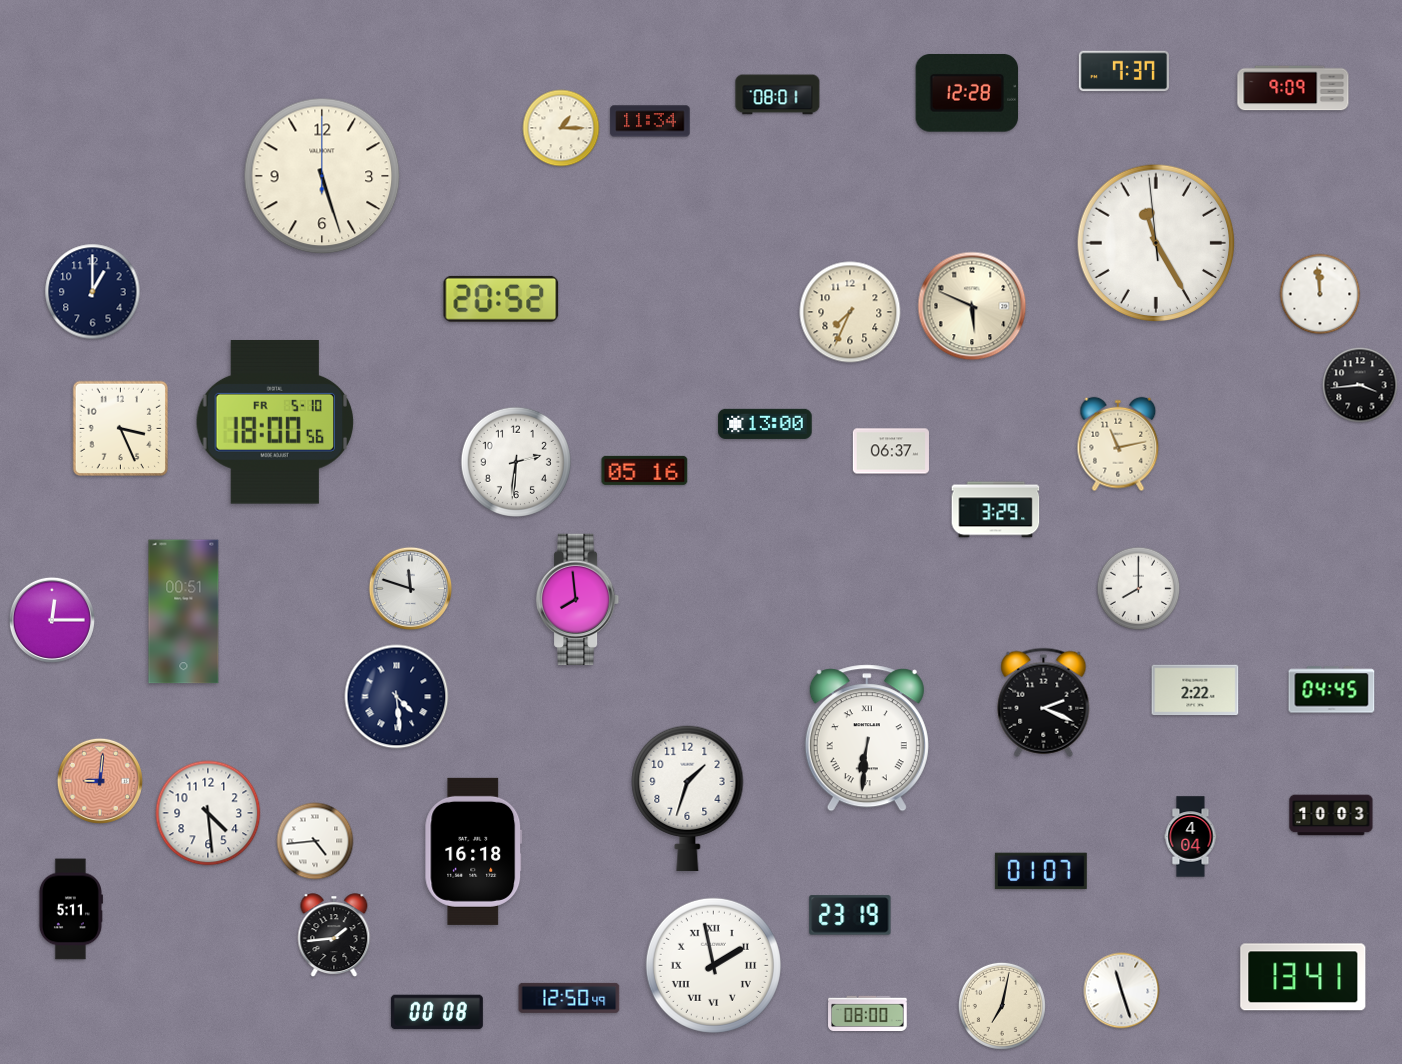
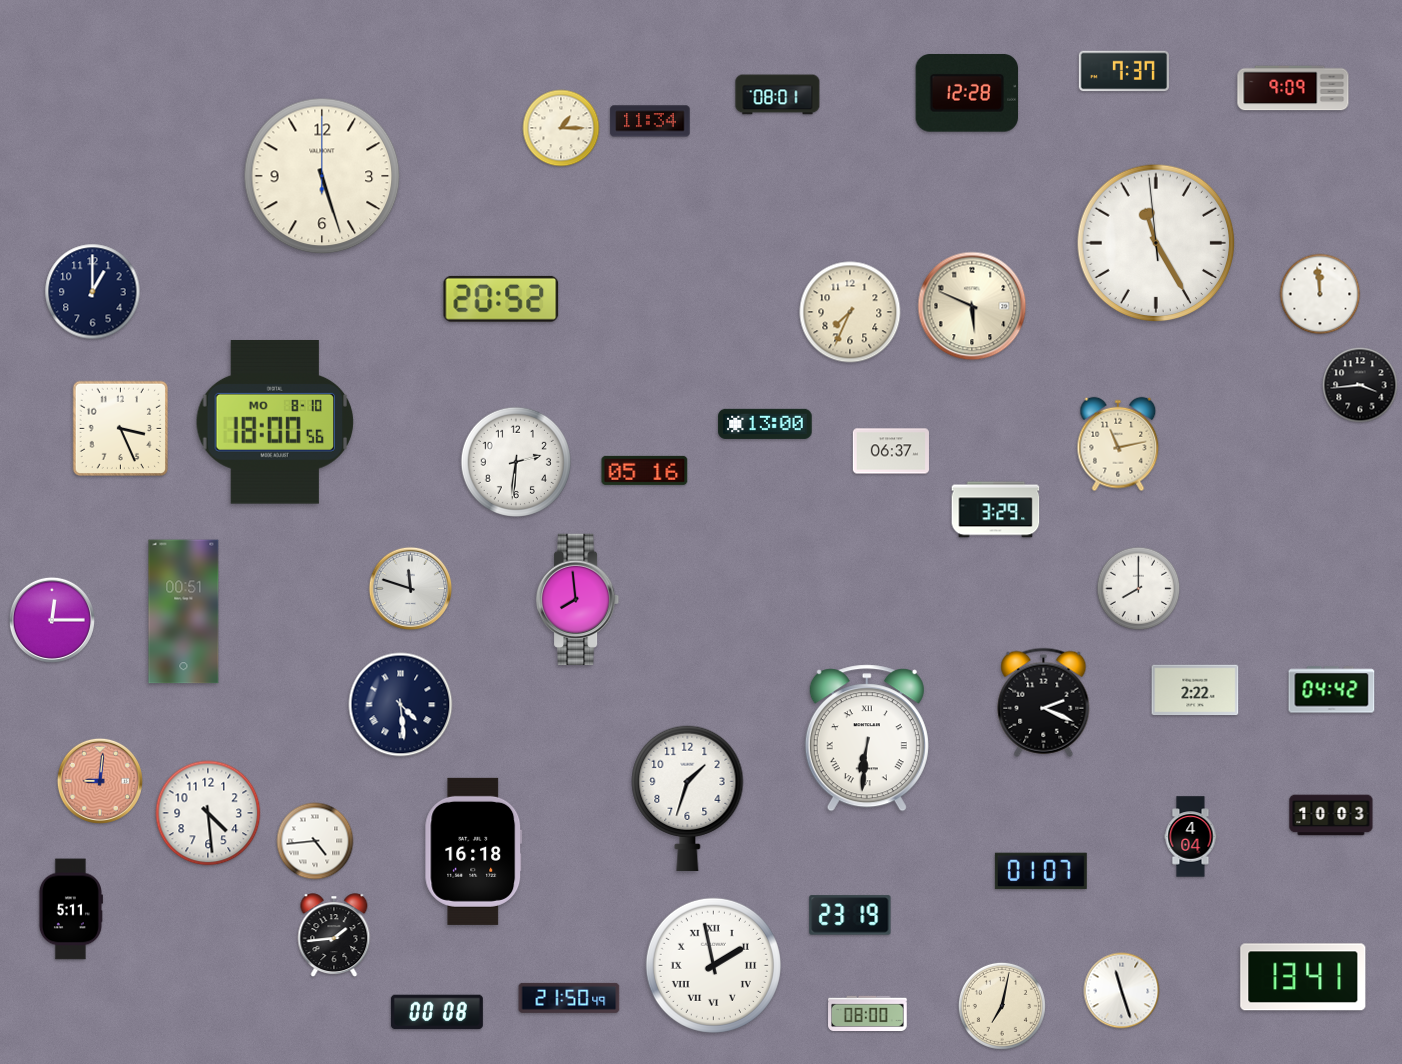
clock at (275, 423) date: FR 5-10 -> MO 8-10
clock at (1332, 690): 04:45 -> 04:42
clock at (397, 697) position: (397, 697) -> (401, 705)
clock at (569, 998): 12:50 -> 21:50
